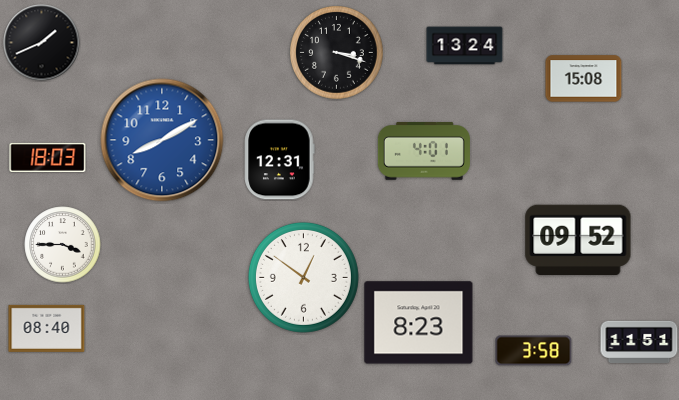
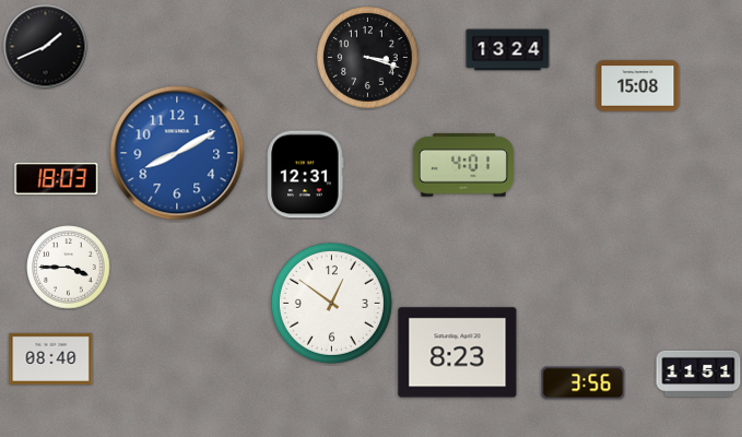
clock at (48, 157) position: (48, 157) -> (57, 178)
clock at (578, 239): 09:52 -> none
clock at (534, 351): 3:58 -> 3:56
